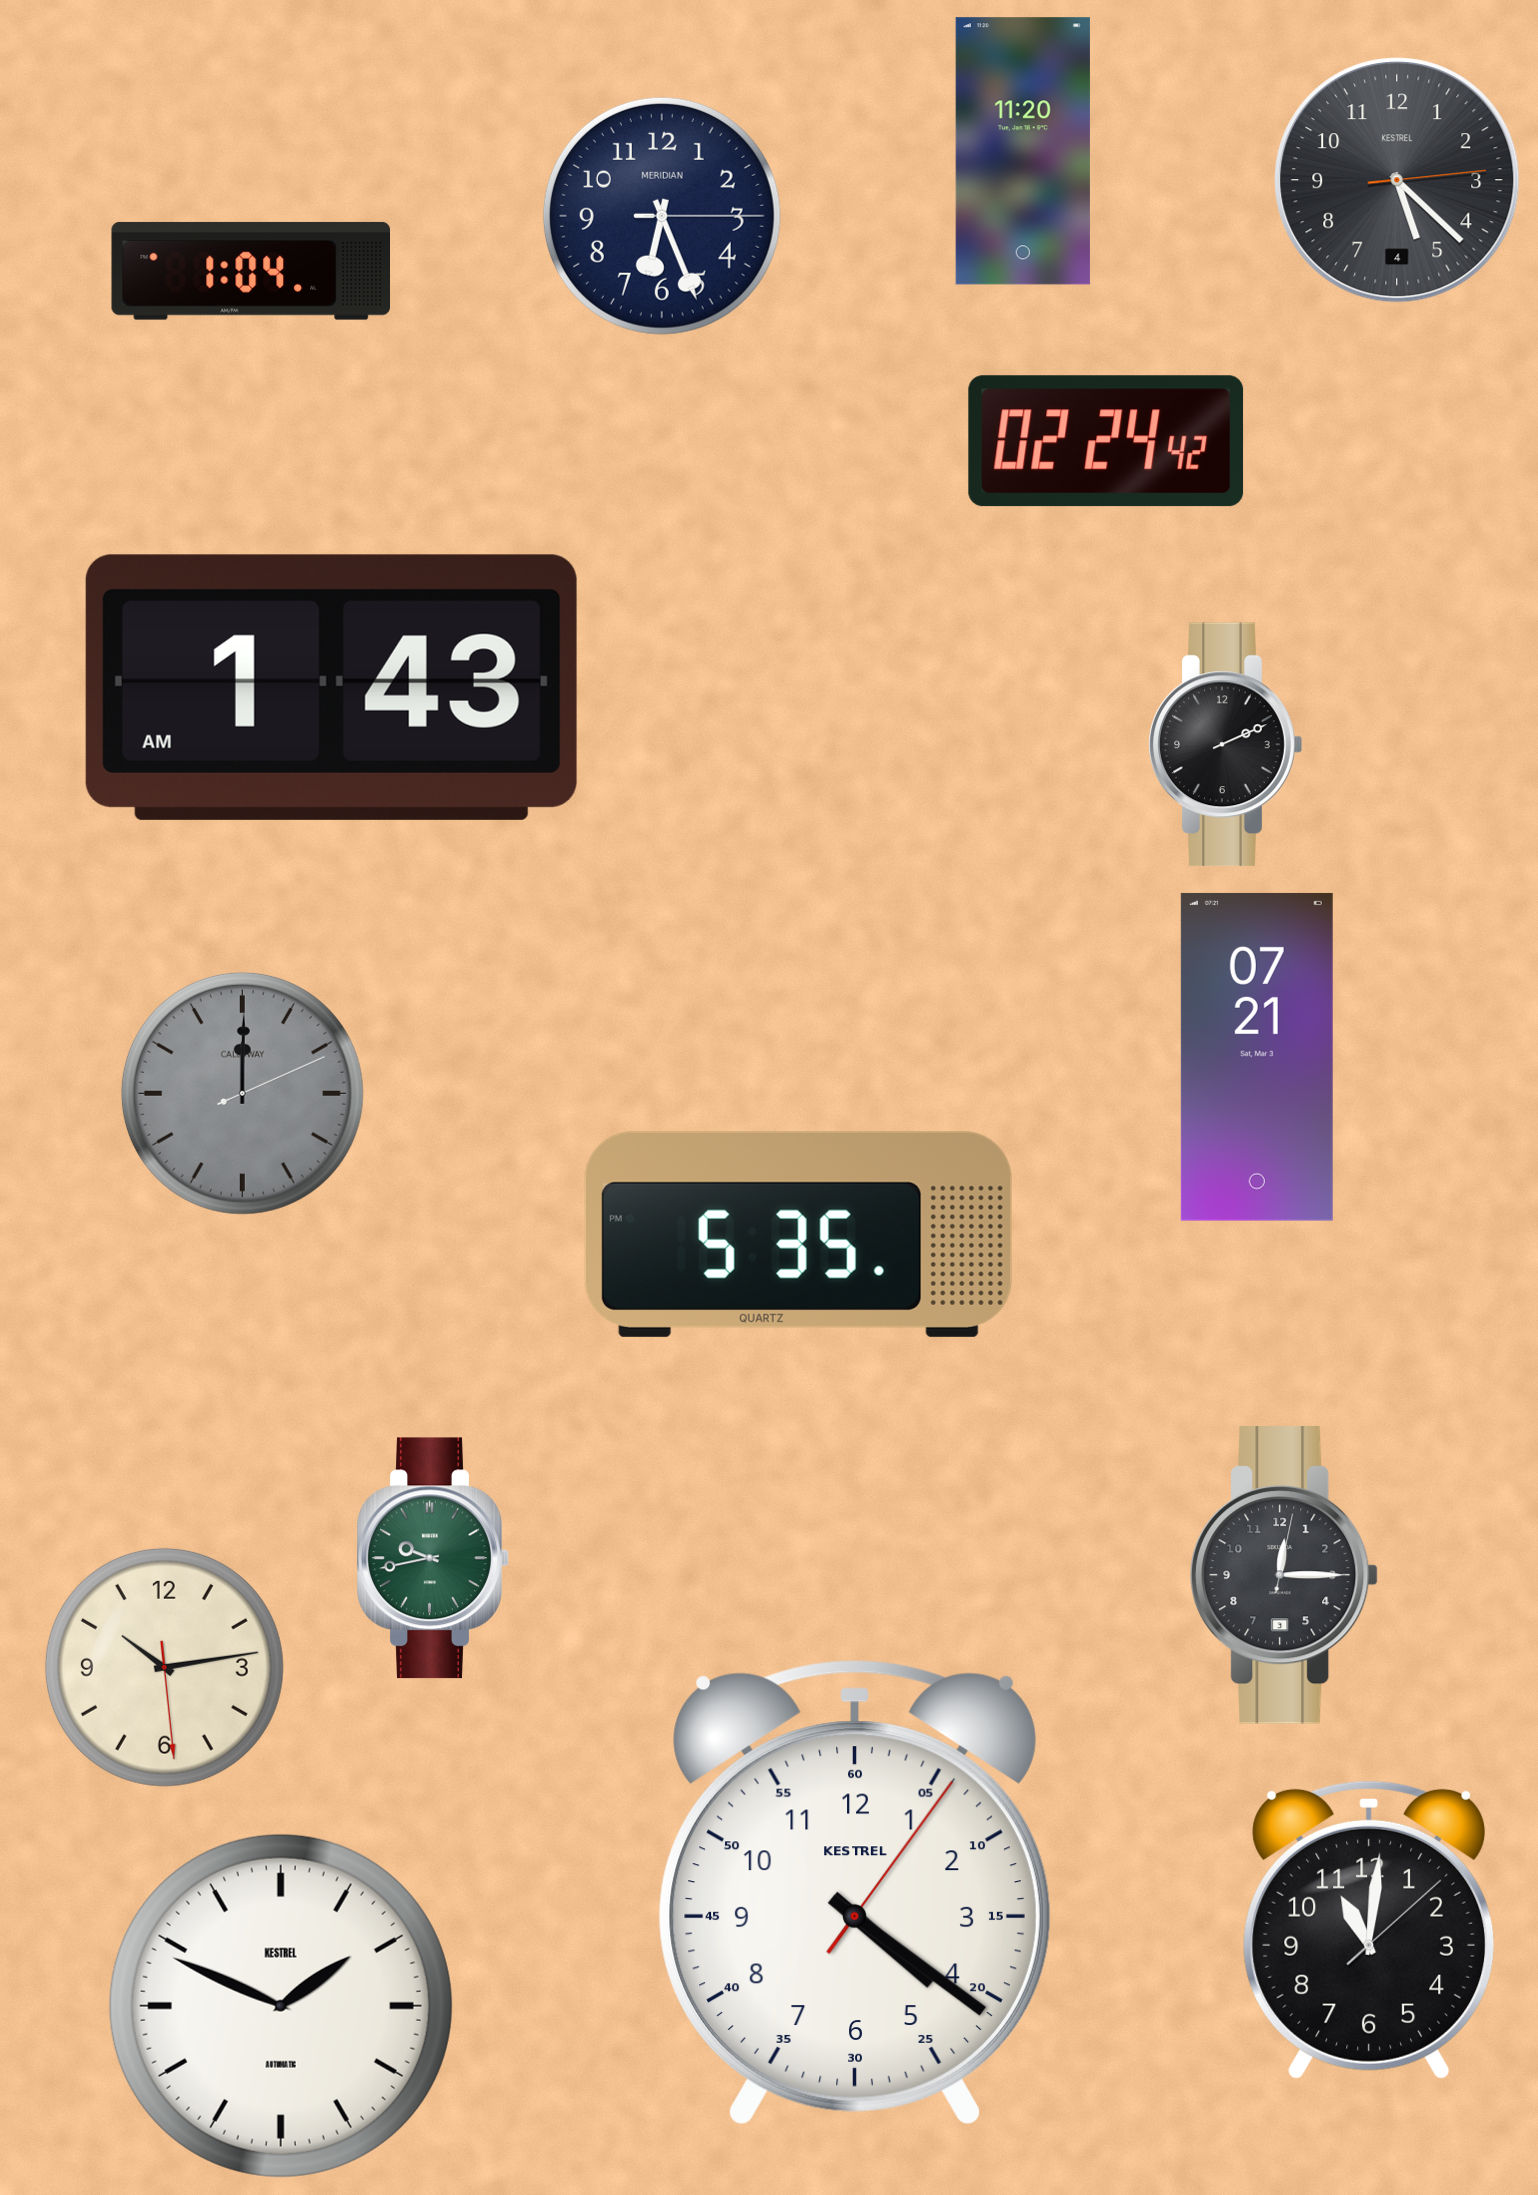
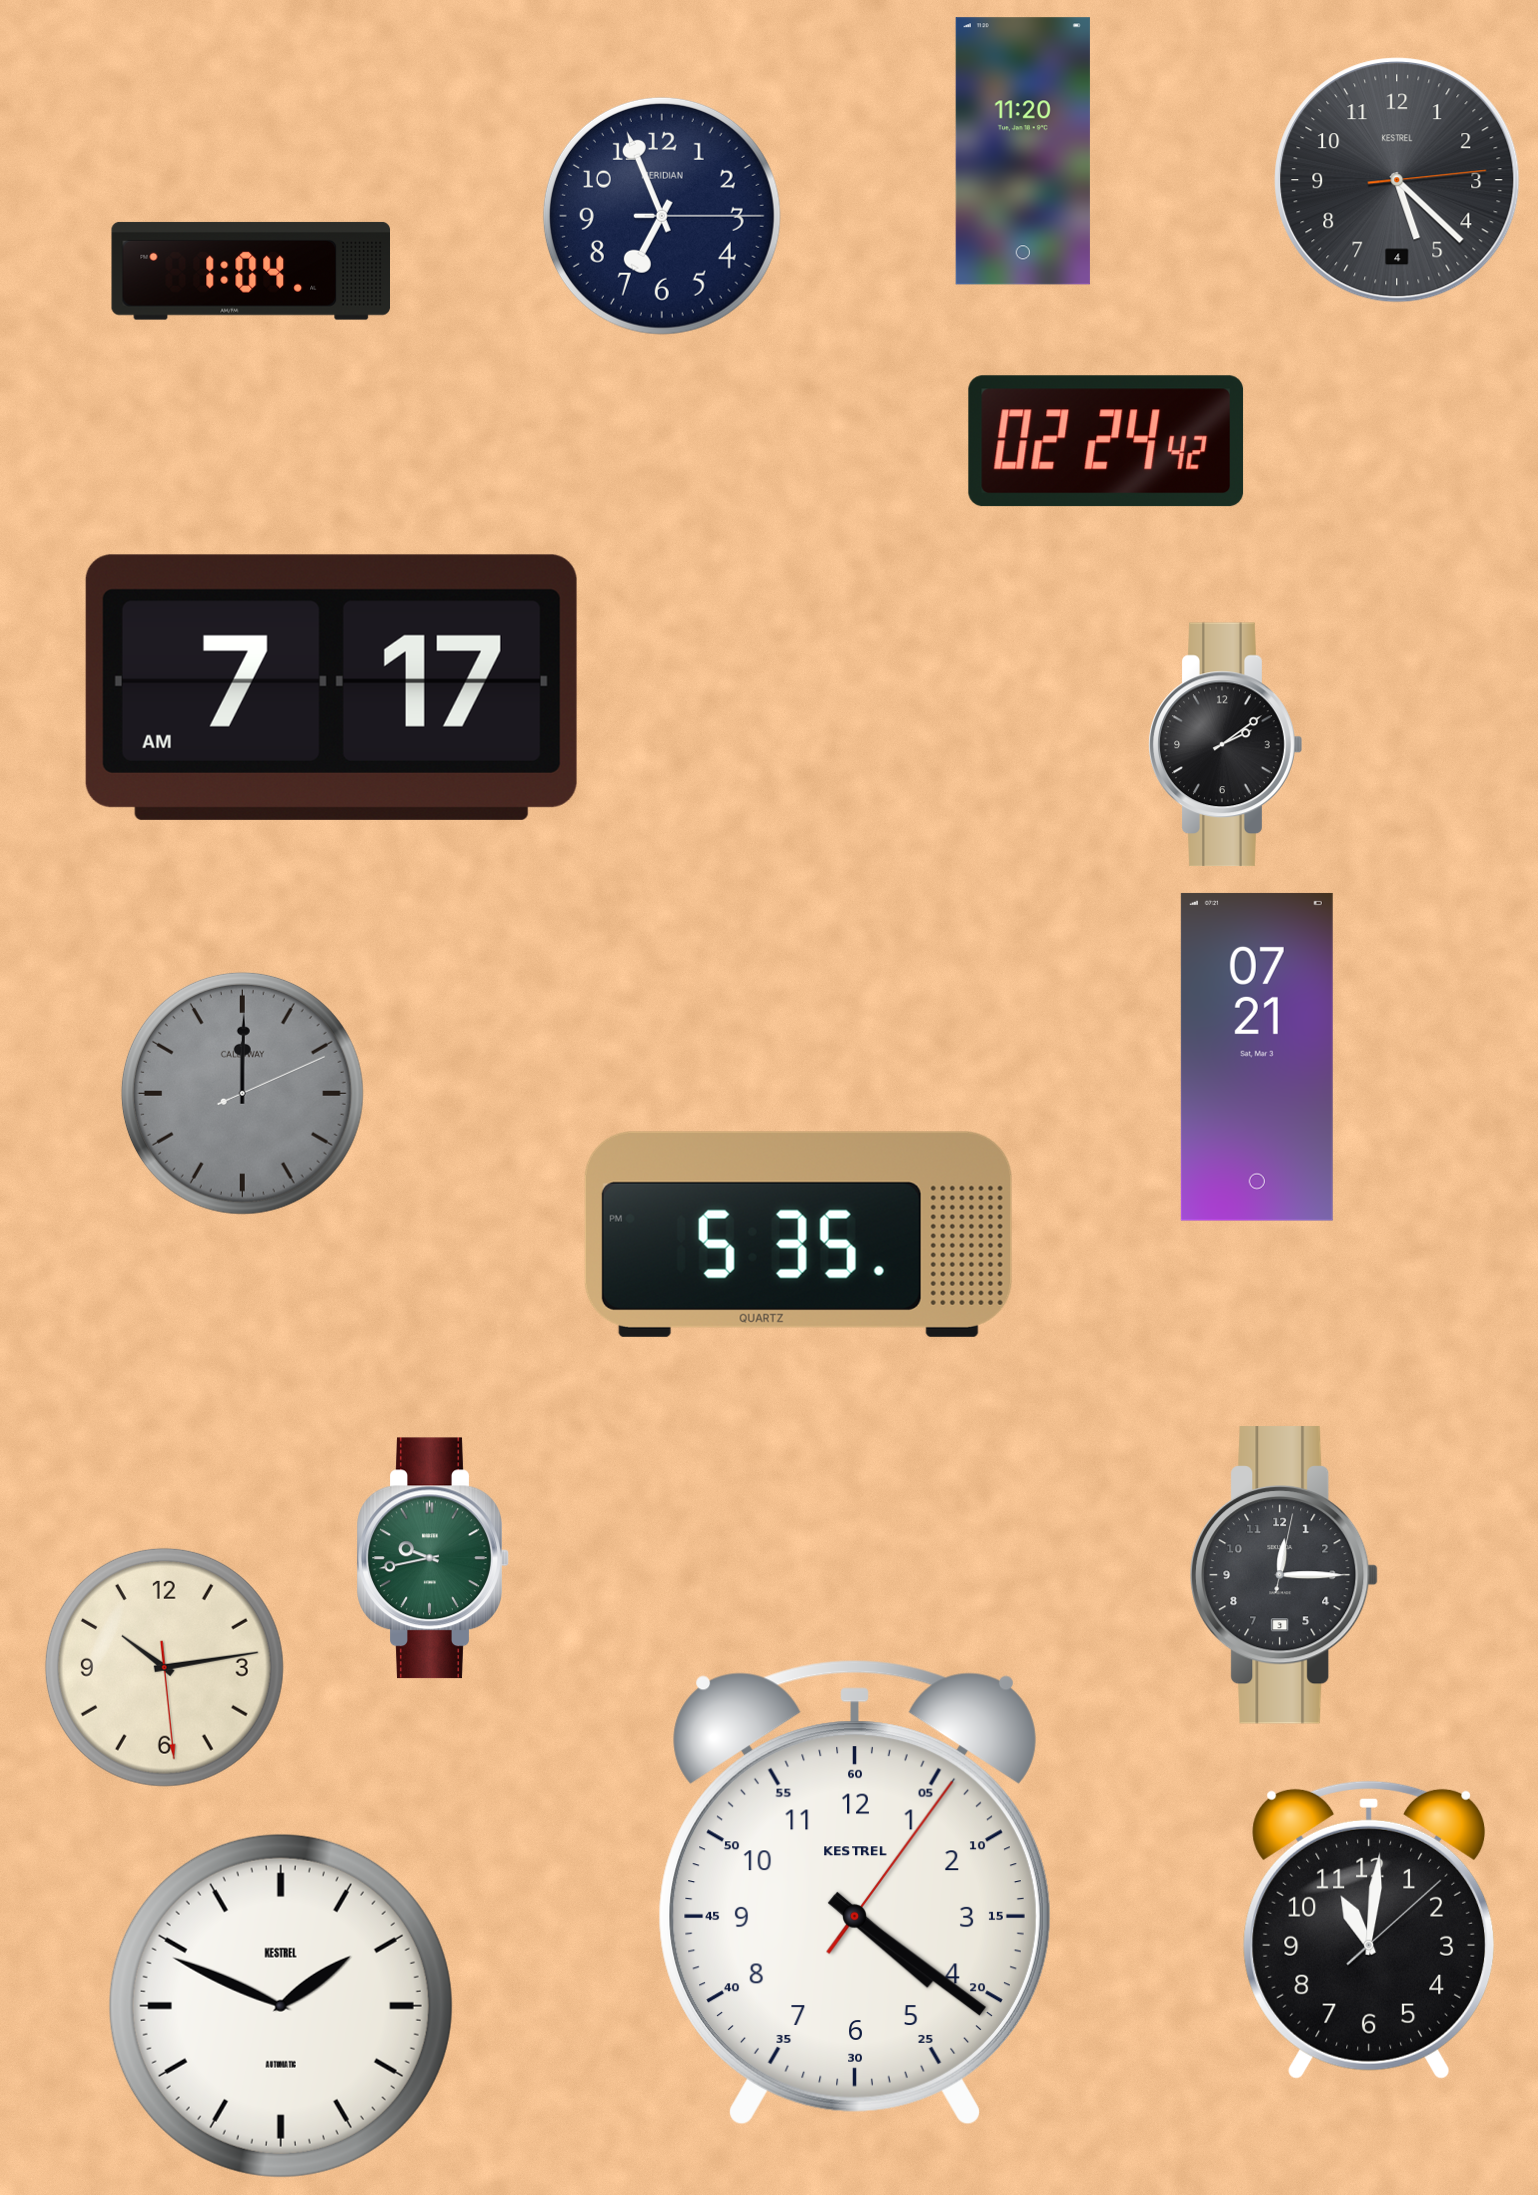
clock at (662, 216): 6:26 -> 6:56
clock at (331, 687): 1:43 -> 7:17
clock at (1226, 745): 2:11 -> 2:09
